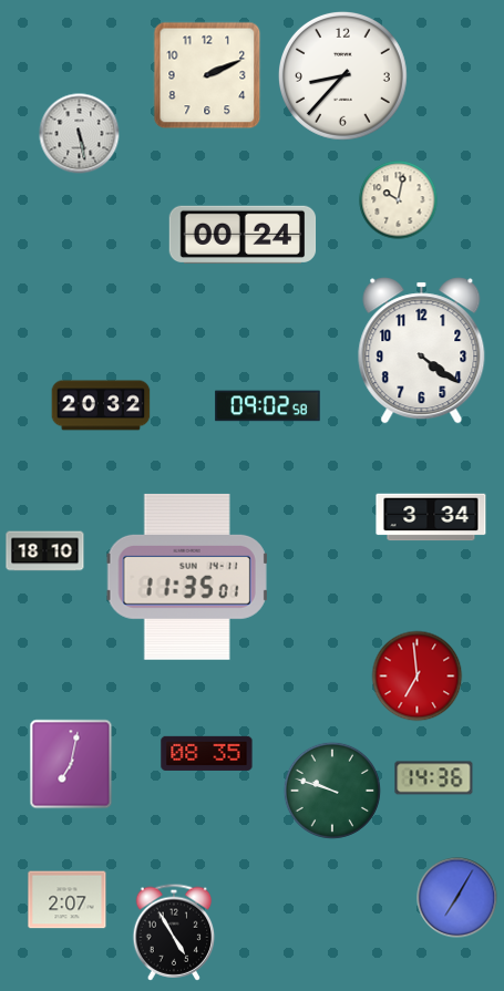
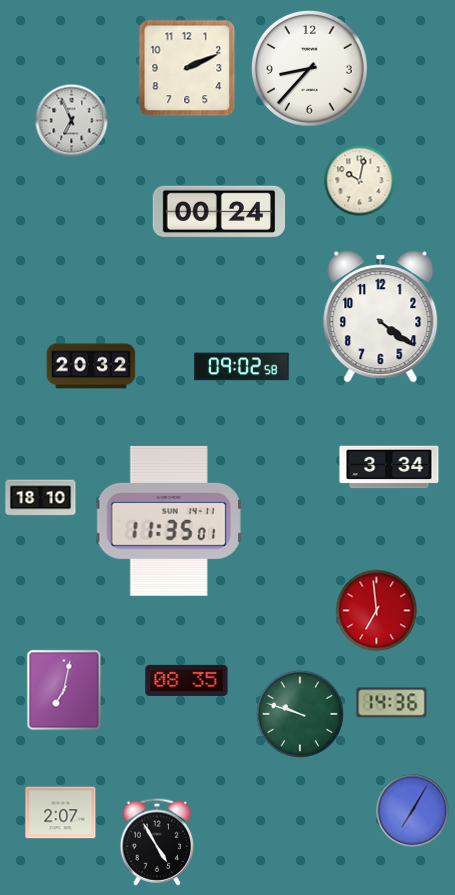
clock at (80, 134): 5:28 -> 6:56
